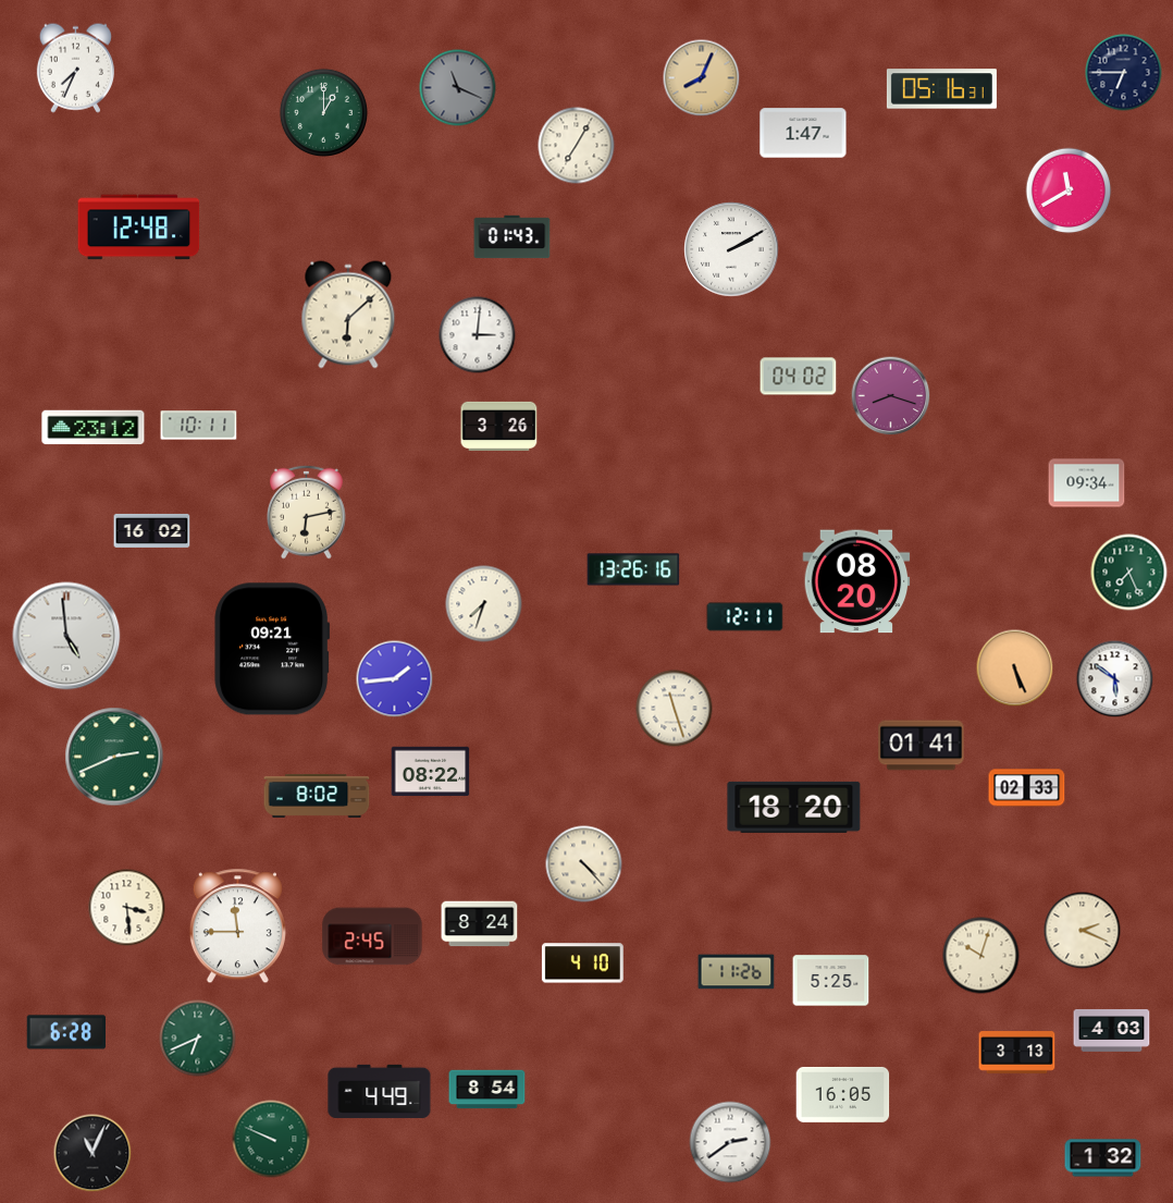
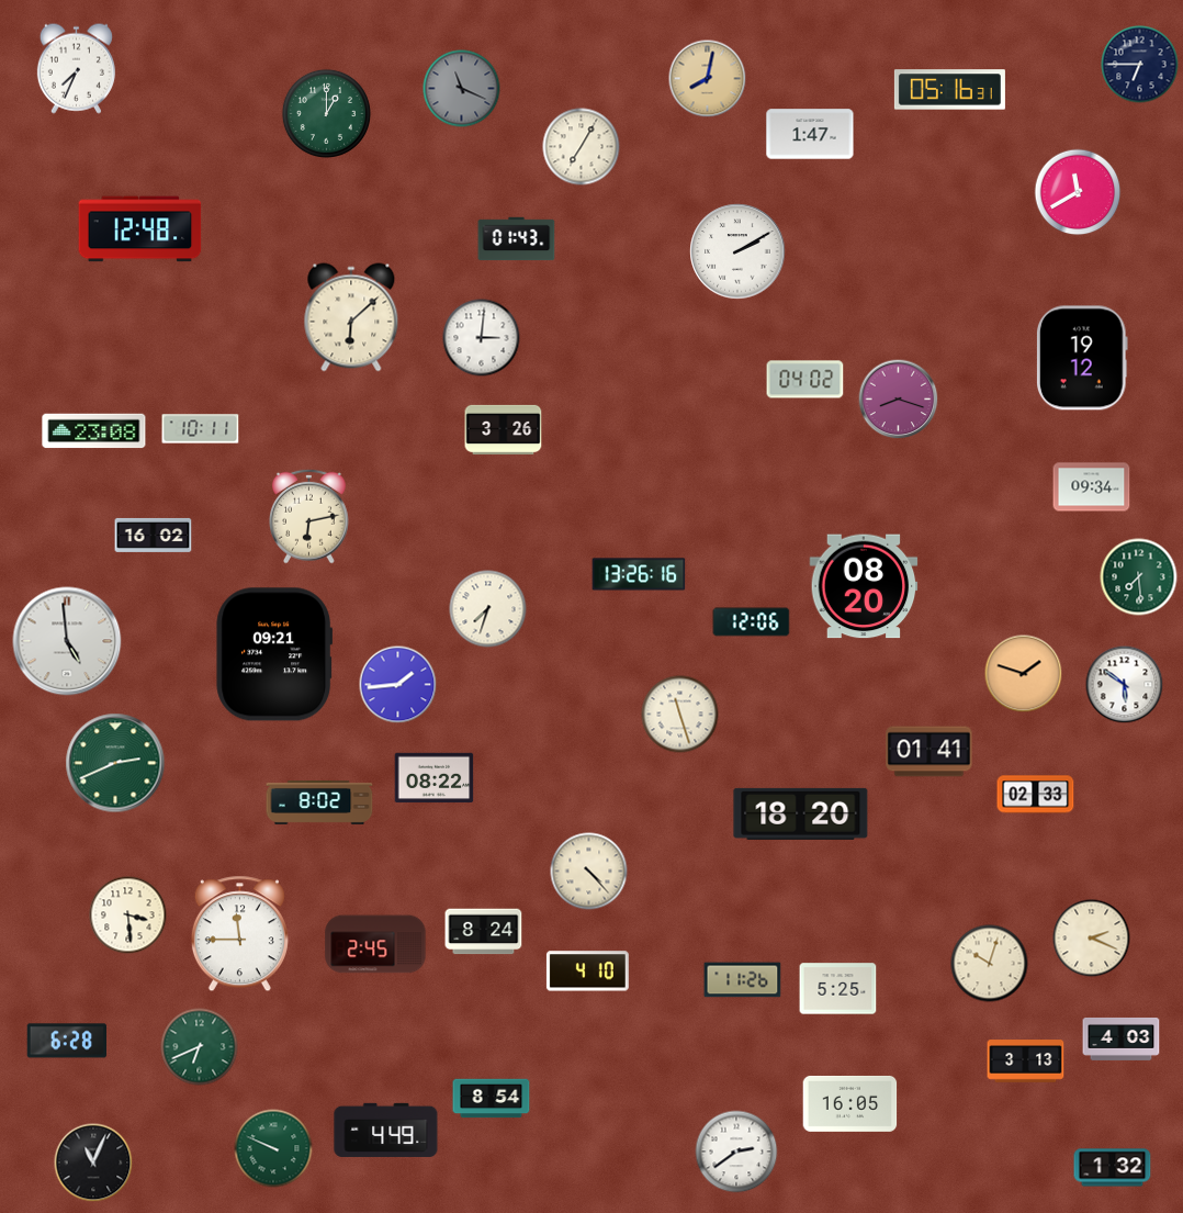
clock at (1124, 73) position: (1124, 73) -> (1140, 65)
clock at (702, 78): 8:04 -> 8:02
clock at (1082, 358): none -> 19:12
clock at (94, 428): 23:12 -> 23:08
clock at (1087, 483) position: (1087, 483) -> (1092, 487)
clock at (1129, 573): 7:26 -> 7:29
clock at (745, 617): 12:11 -> 12:06
clock at (1015, 668): 5:26 -> 1:48
clock at (380, 1091) position: (380, 1091) -> (386, 1130)
